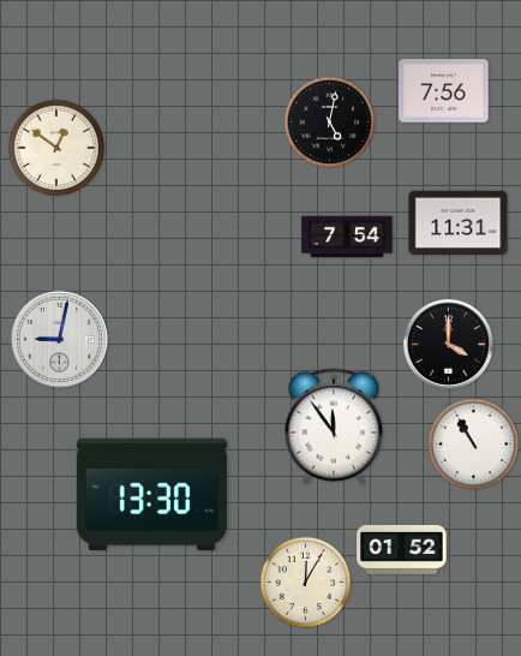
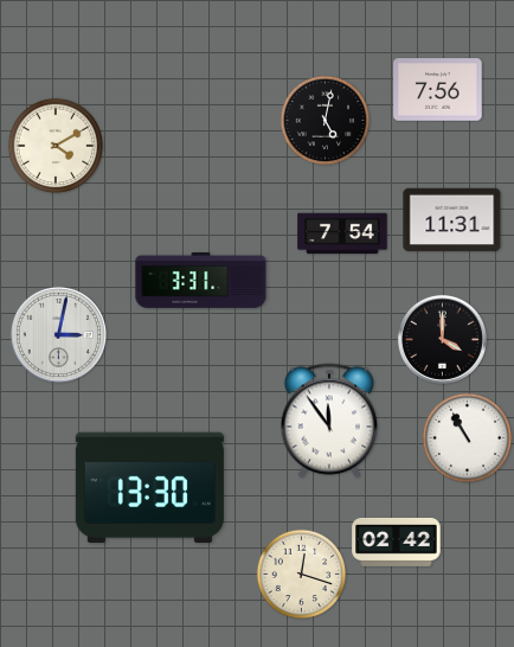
clock at (56, 148): 12:51 -> 4:10
clock at (201, 280): none -> 3:31
clock at (59, 339): 9:02 -> 3:02
clock at (402, 549): 01:52 -> 02:42
clock at (306, 583): 12:05 -> 12:18
